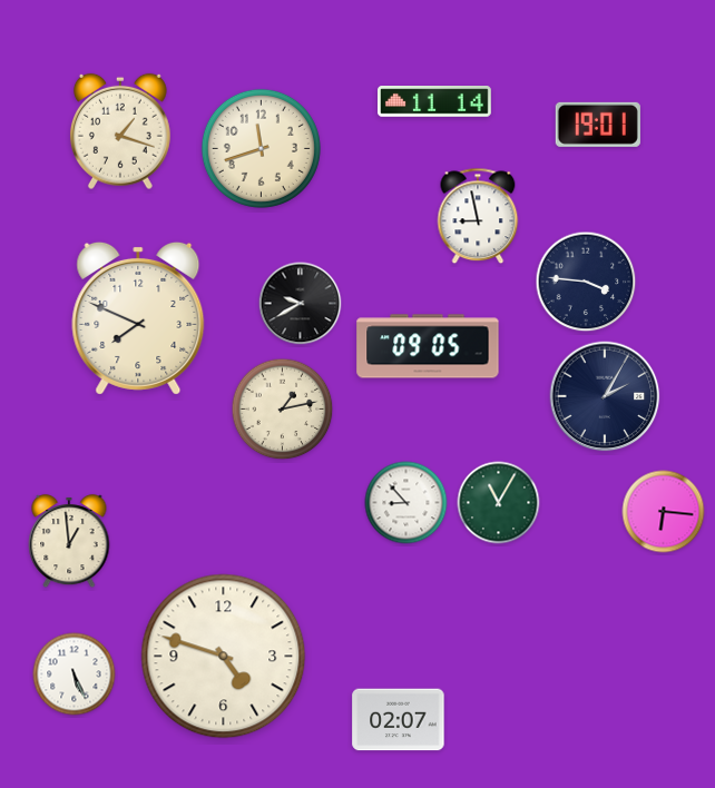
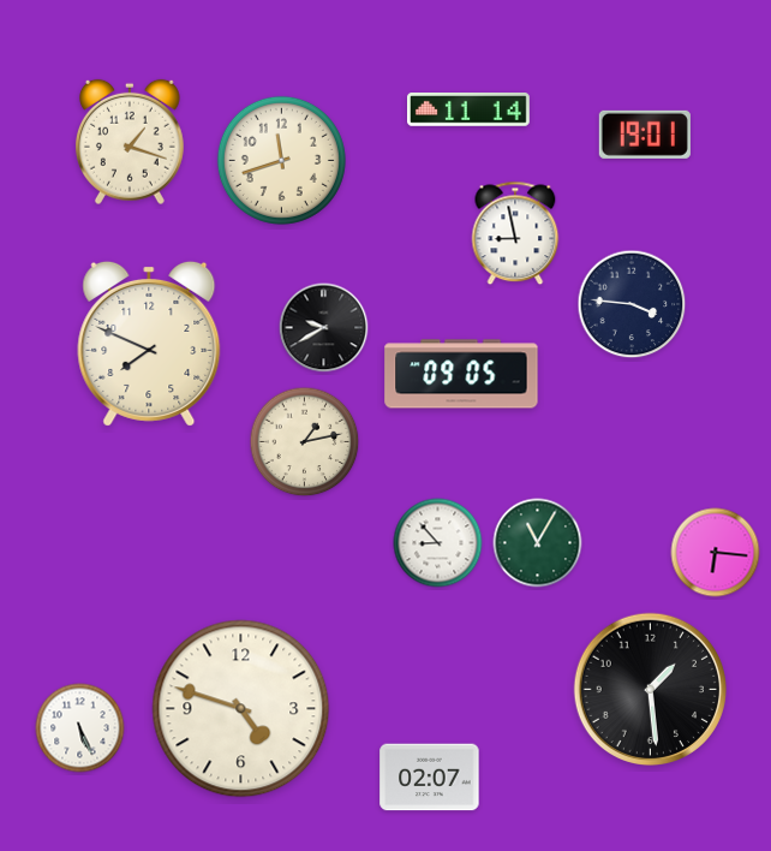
clock at (605, 396): 2:05 -> none
clock at (69, 541): 12:59 -> none
clock at (650, 689): none -> 1:29
